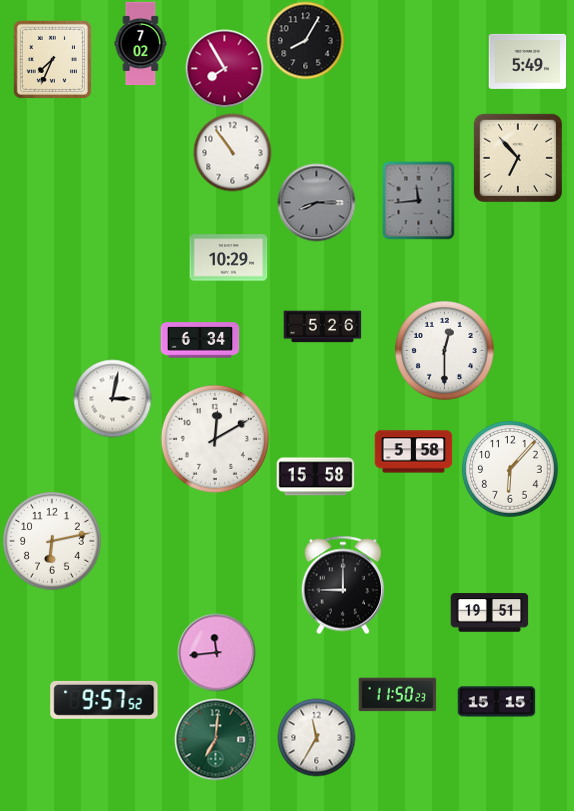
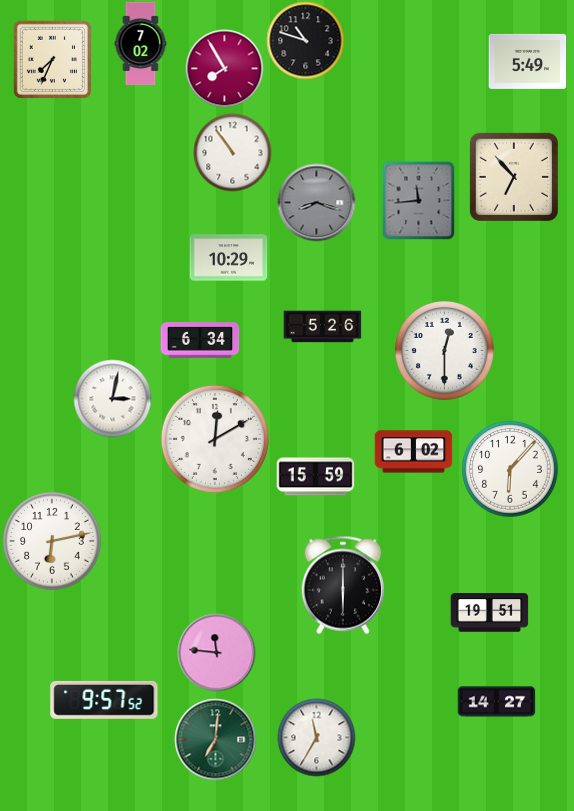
clock at (305, 40): 8:05 -> 10:48
clock at (518, 158) position: (518, 158) -> (514, 177)
clock at (316, 202): 8:15 -> 8:18
clock at (413, 452): 5:58 -> 6:02
clock at (315, 477): 15:58 -> 15:59
clock at (343, 585): 9:00 -> 6:00
clock at (216, 652): 11:44 -> 11:46
clock at (397, 695): 11:50 -> none
clock at (496, 702): 15:15 -> 14:27
